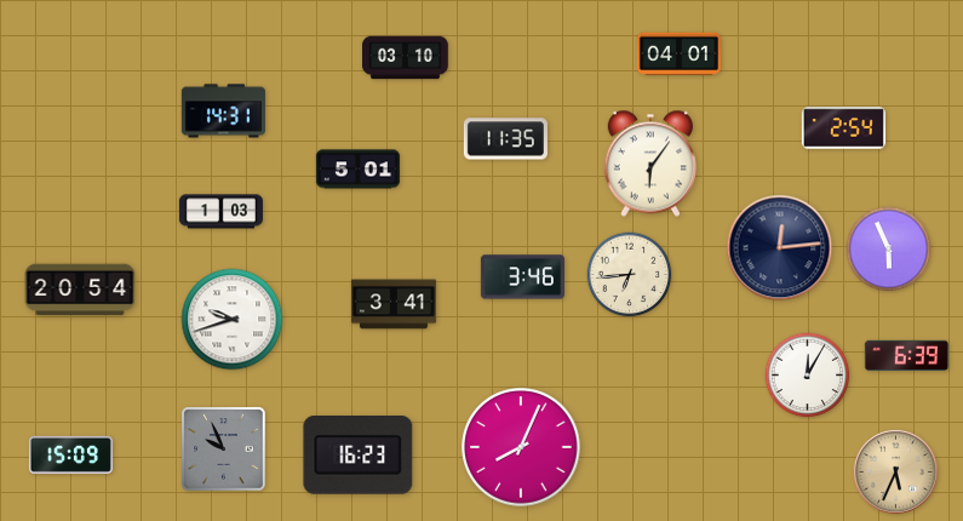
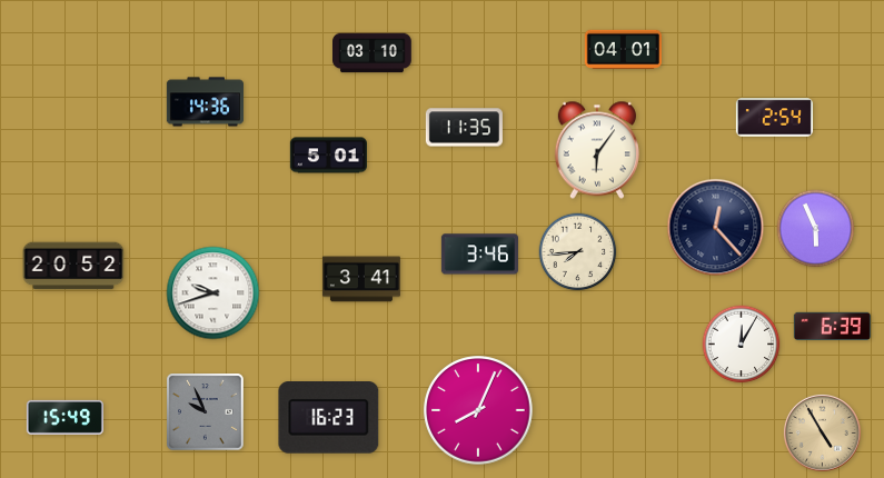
clock at (223, 111): 14:31 -> 14:36
clock at (220, 212): 1:03 -> none
clock at (780, 248): 12:14 -> 12:23
clock at (630, 275): 6:44 -> 7:44
clock at (80, 290): 20:54 -> 20:52
clock at (70, 454): 15:09 -> 15:49
clock at (895, 471): 5:34 -> 4:55
